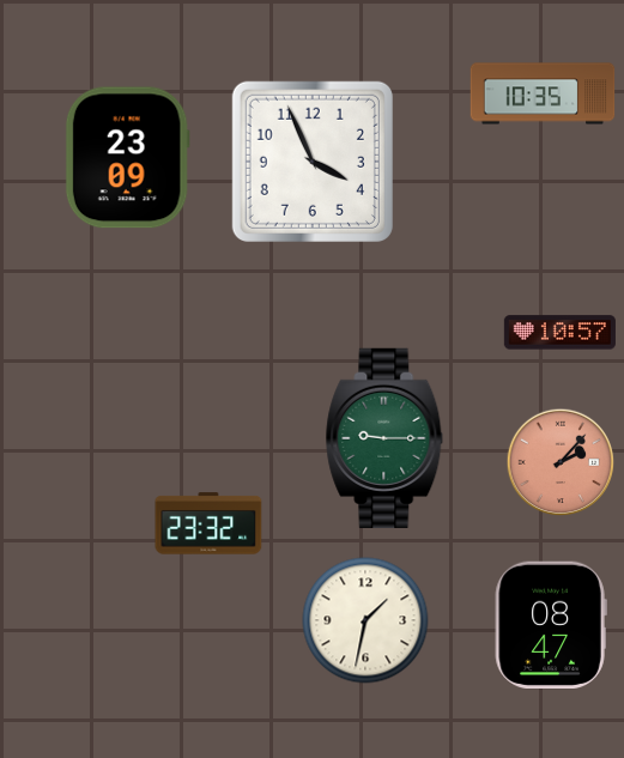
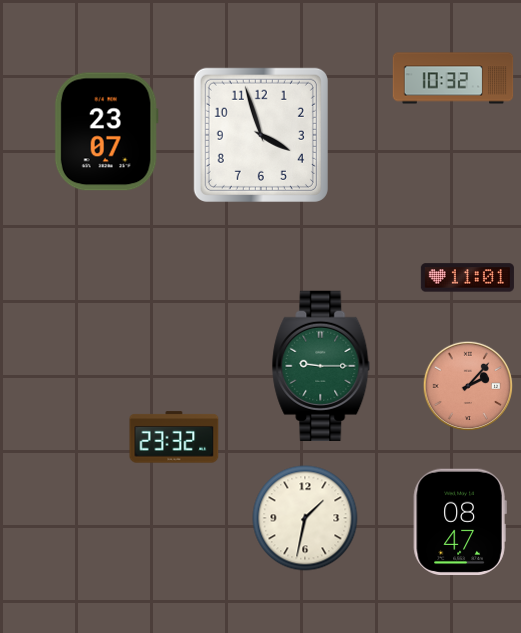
clock at (543, 93): 10:35 -> 10:32
clock at (127, 158): 23:09 -> 23:07
clock at (313, 162): 3:56 -> 3:57
clock at (559, 333): 10:57 -> 11:01
